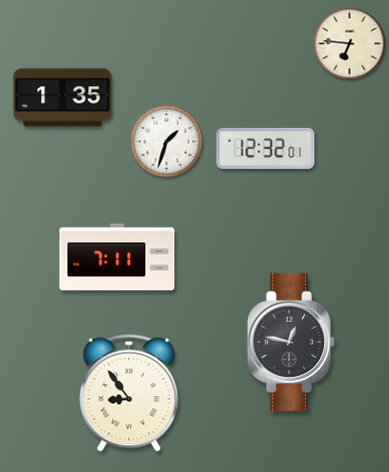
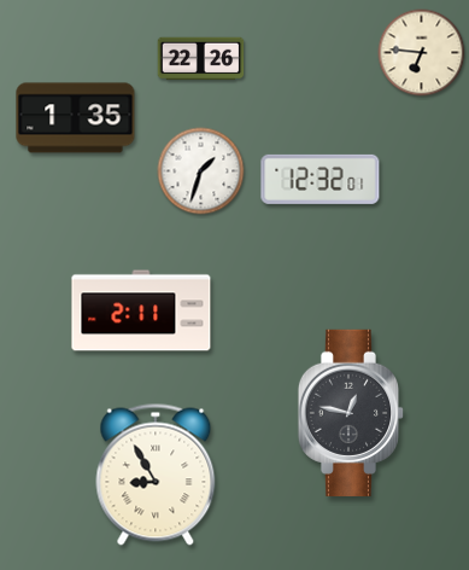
clock at (201, 59): none -> 22:26
clock at (117, 257): 7:11 -> 2:11
clock at (129, 393): 8:54 -> 8:55
